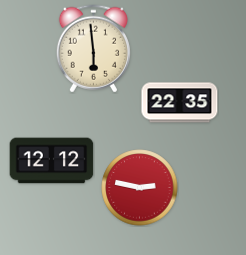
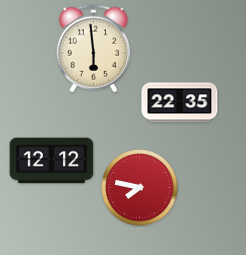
clock at (140, 188): 2:47 -> 7:47
